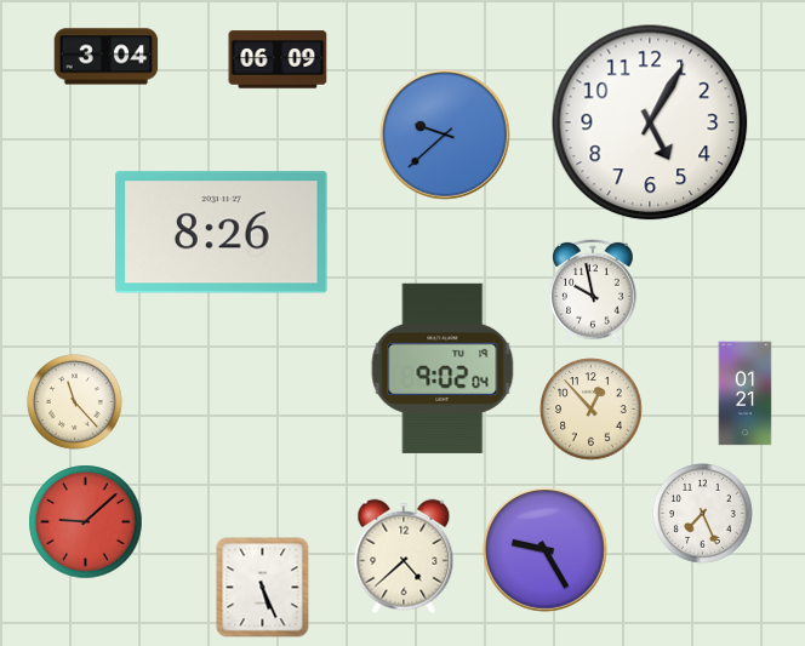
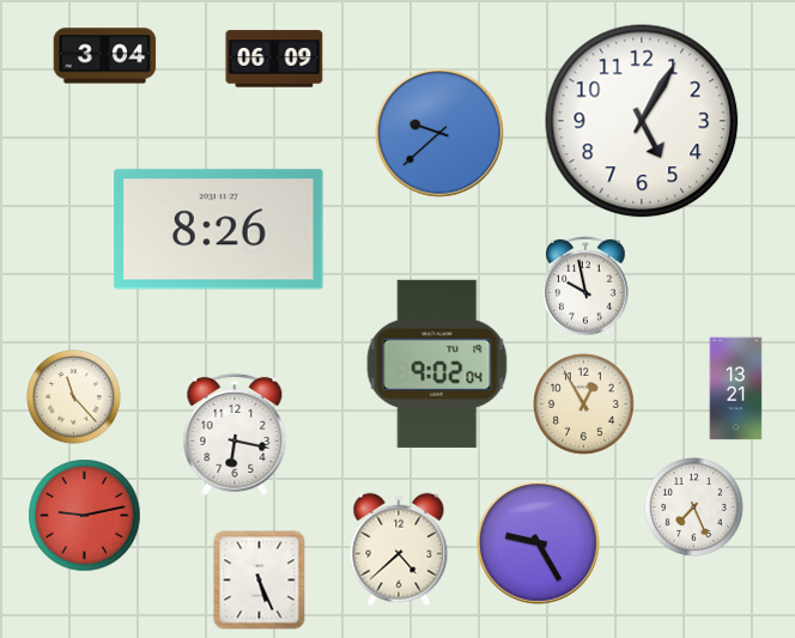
clock at (746, 394): 01:21 -> 13:21
clock at (592, 410): 12:53 -> 12:55
clock at (235, 435): none -> 6:17
clock at (86, 522): 9:08 -> 9:13
